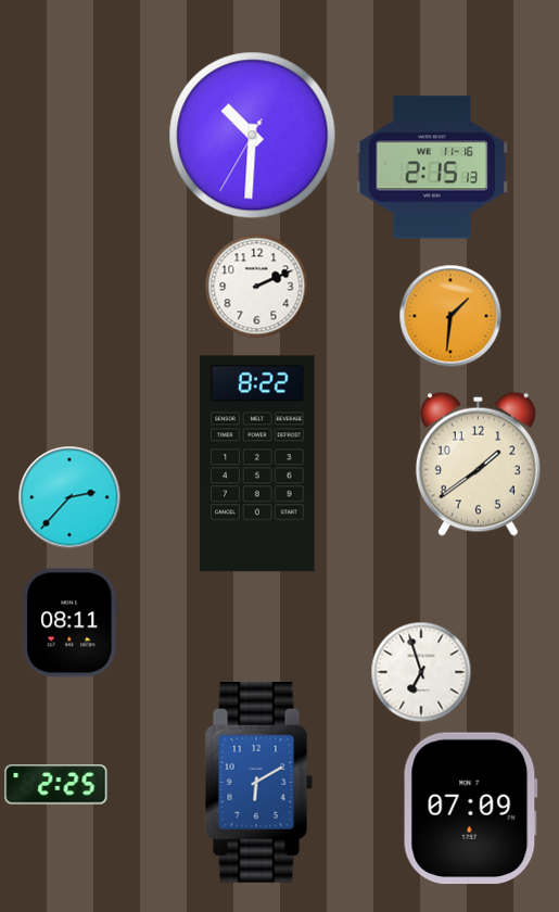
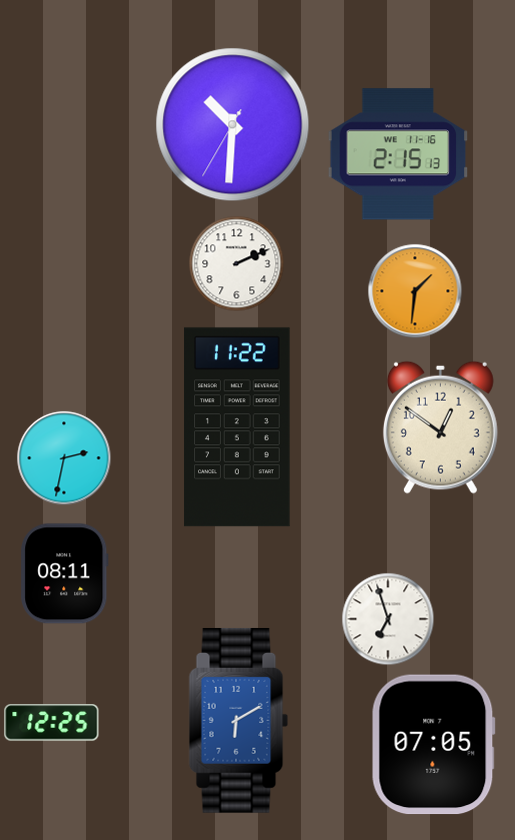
clock at (257, 464): 8:22 -> 11:22
clock at (478, 464): 1:39 -> 12:51
clock at (69, 497): 2:37 -> 2:32
clock at (56, 785): 2:25 -> 12:25
clock at (470, 809): 07:09 -> 07:05
